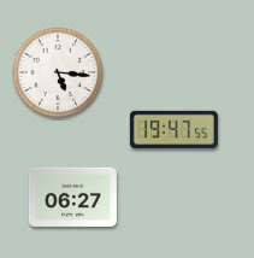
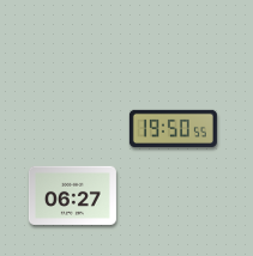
clock at (58, 72): 5:16 -> none
clock at (173, 129): 19:47 -> 19:50
